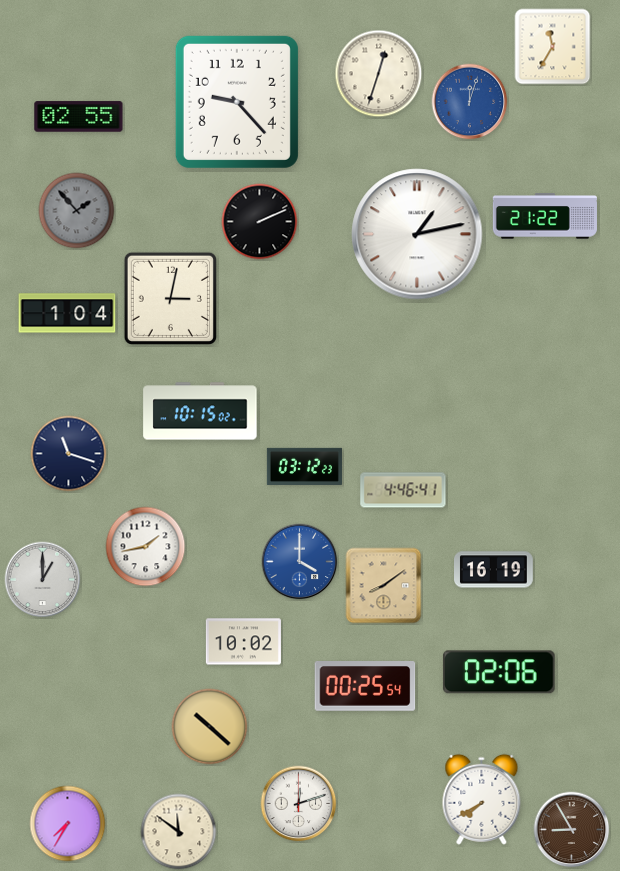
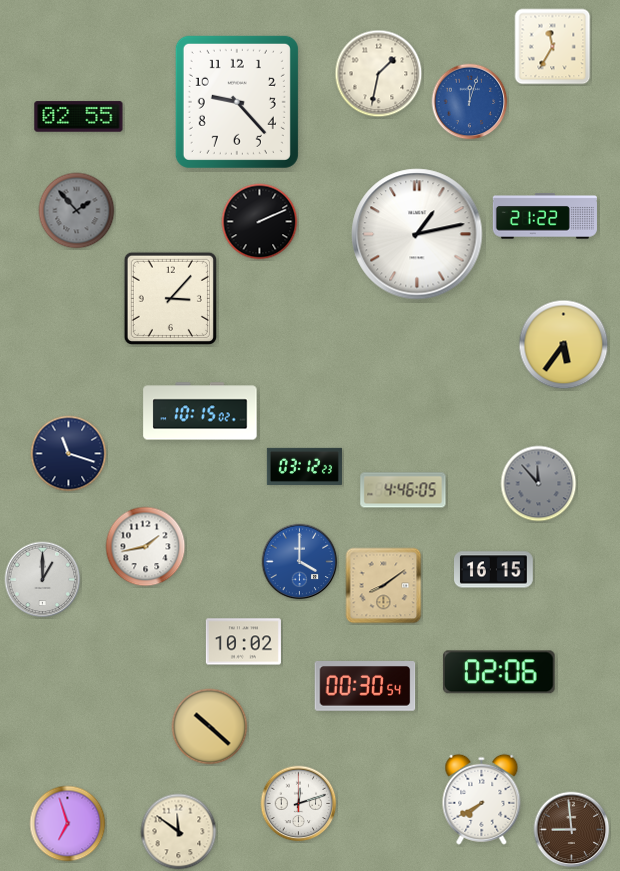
clock at (379, 74): 12:33 -> 1:32
clock at (170, 298): 3:02 -> 3:07
clock at (67, 313): 1:04 -> none
clock at (564, 345): none -> 5:36
clock at (539, 484): none -> 11:53
clock at (403, 490): 4:46:41 -> 4:46:05
clock at (494, 570): 16:19 -> 16:15
clock at (365, 686): 00:25 -> 00:30
clock at (68, 824): 7:35 -> 6:57
clock at (572, 830): 8:55 -> 8:59
